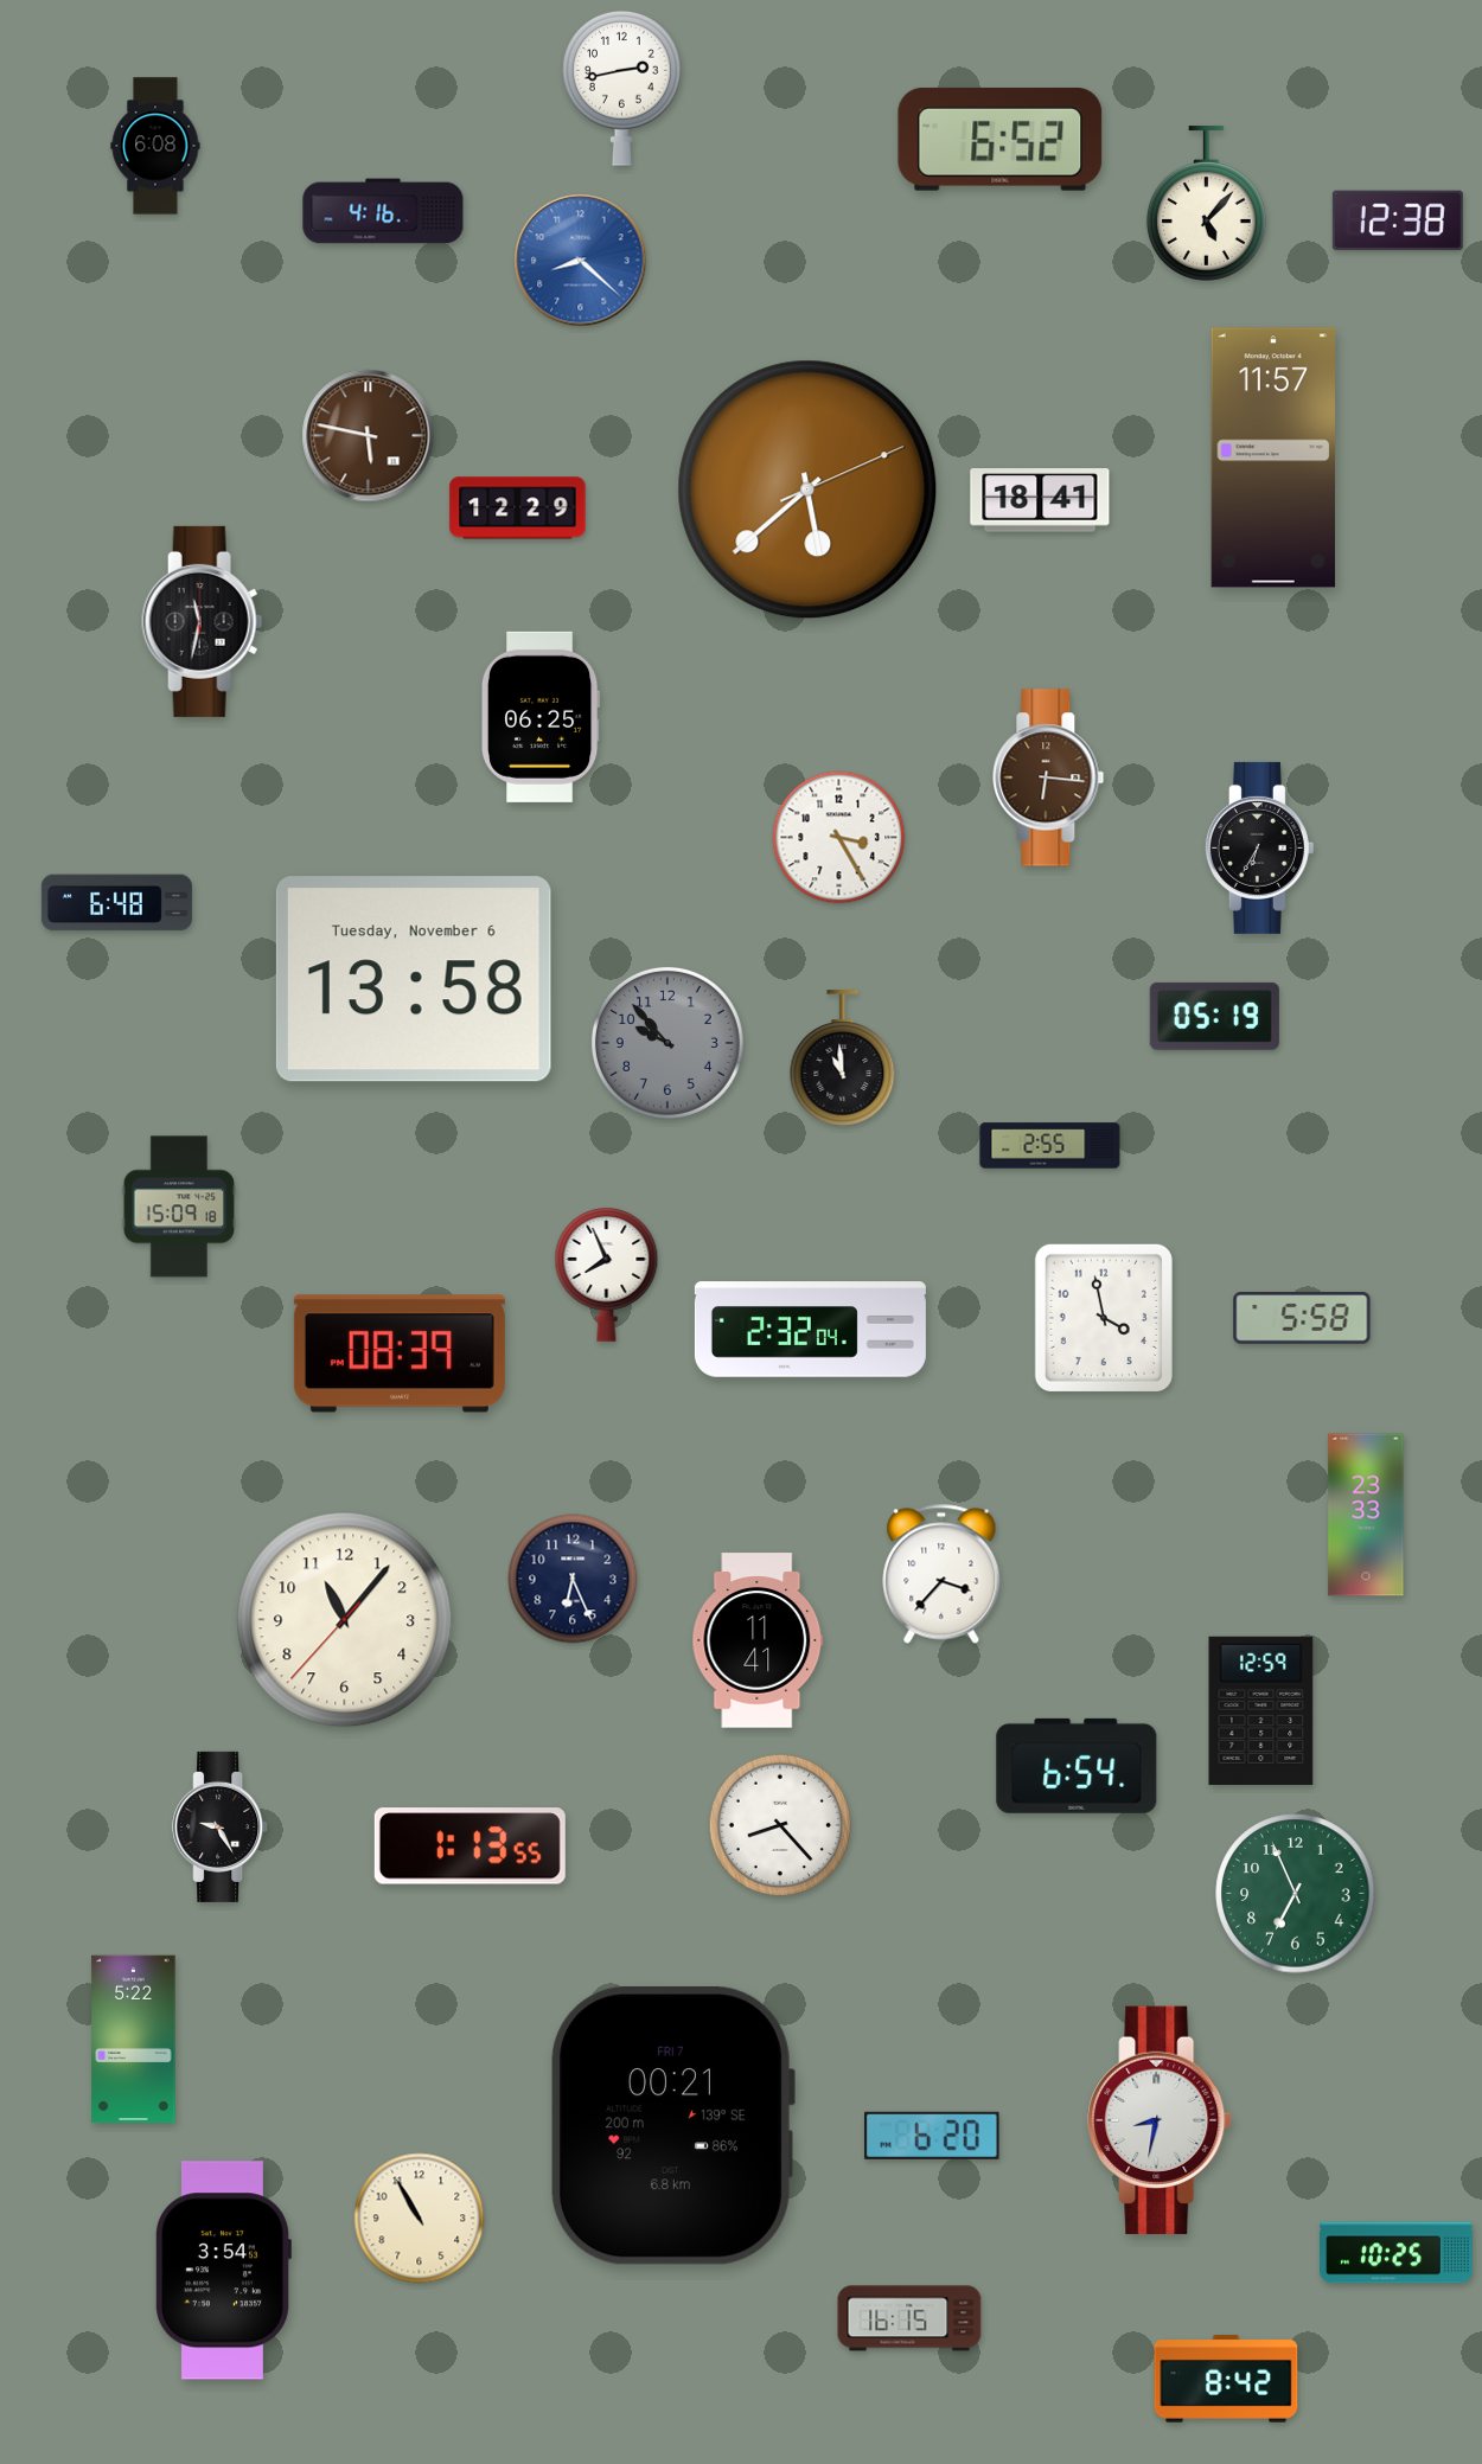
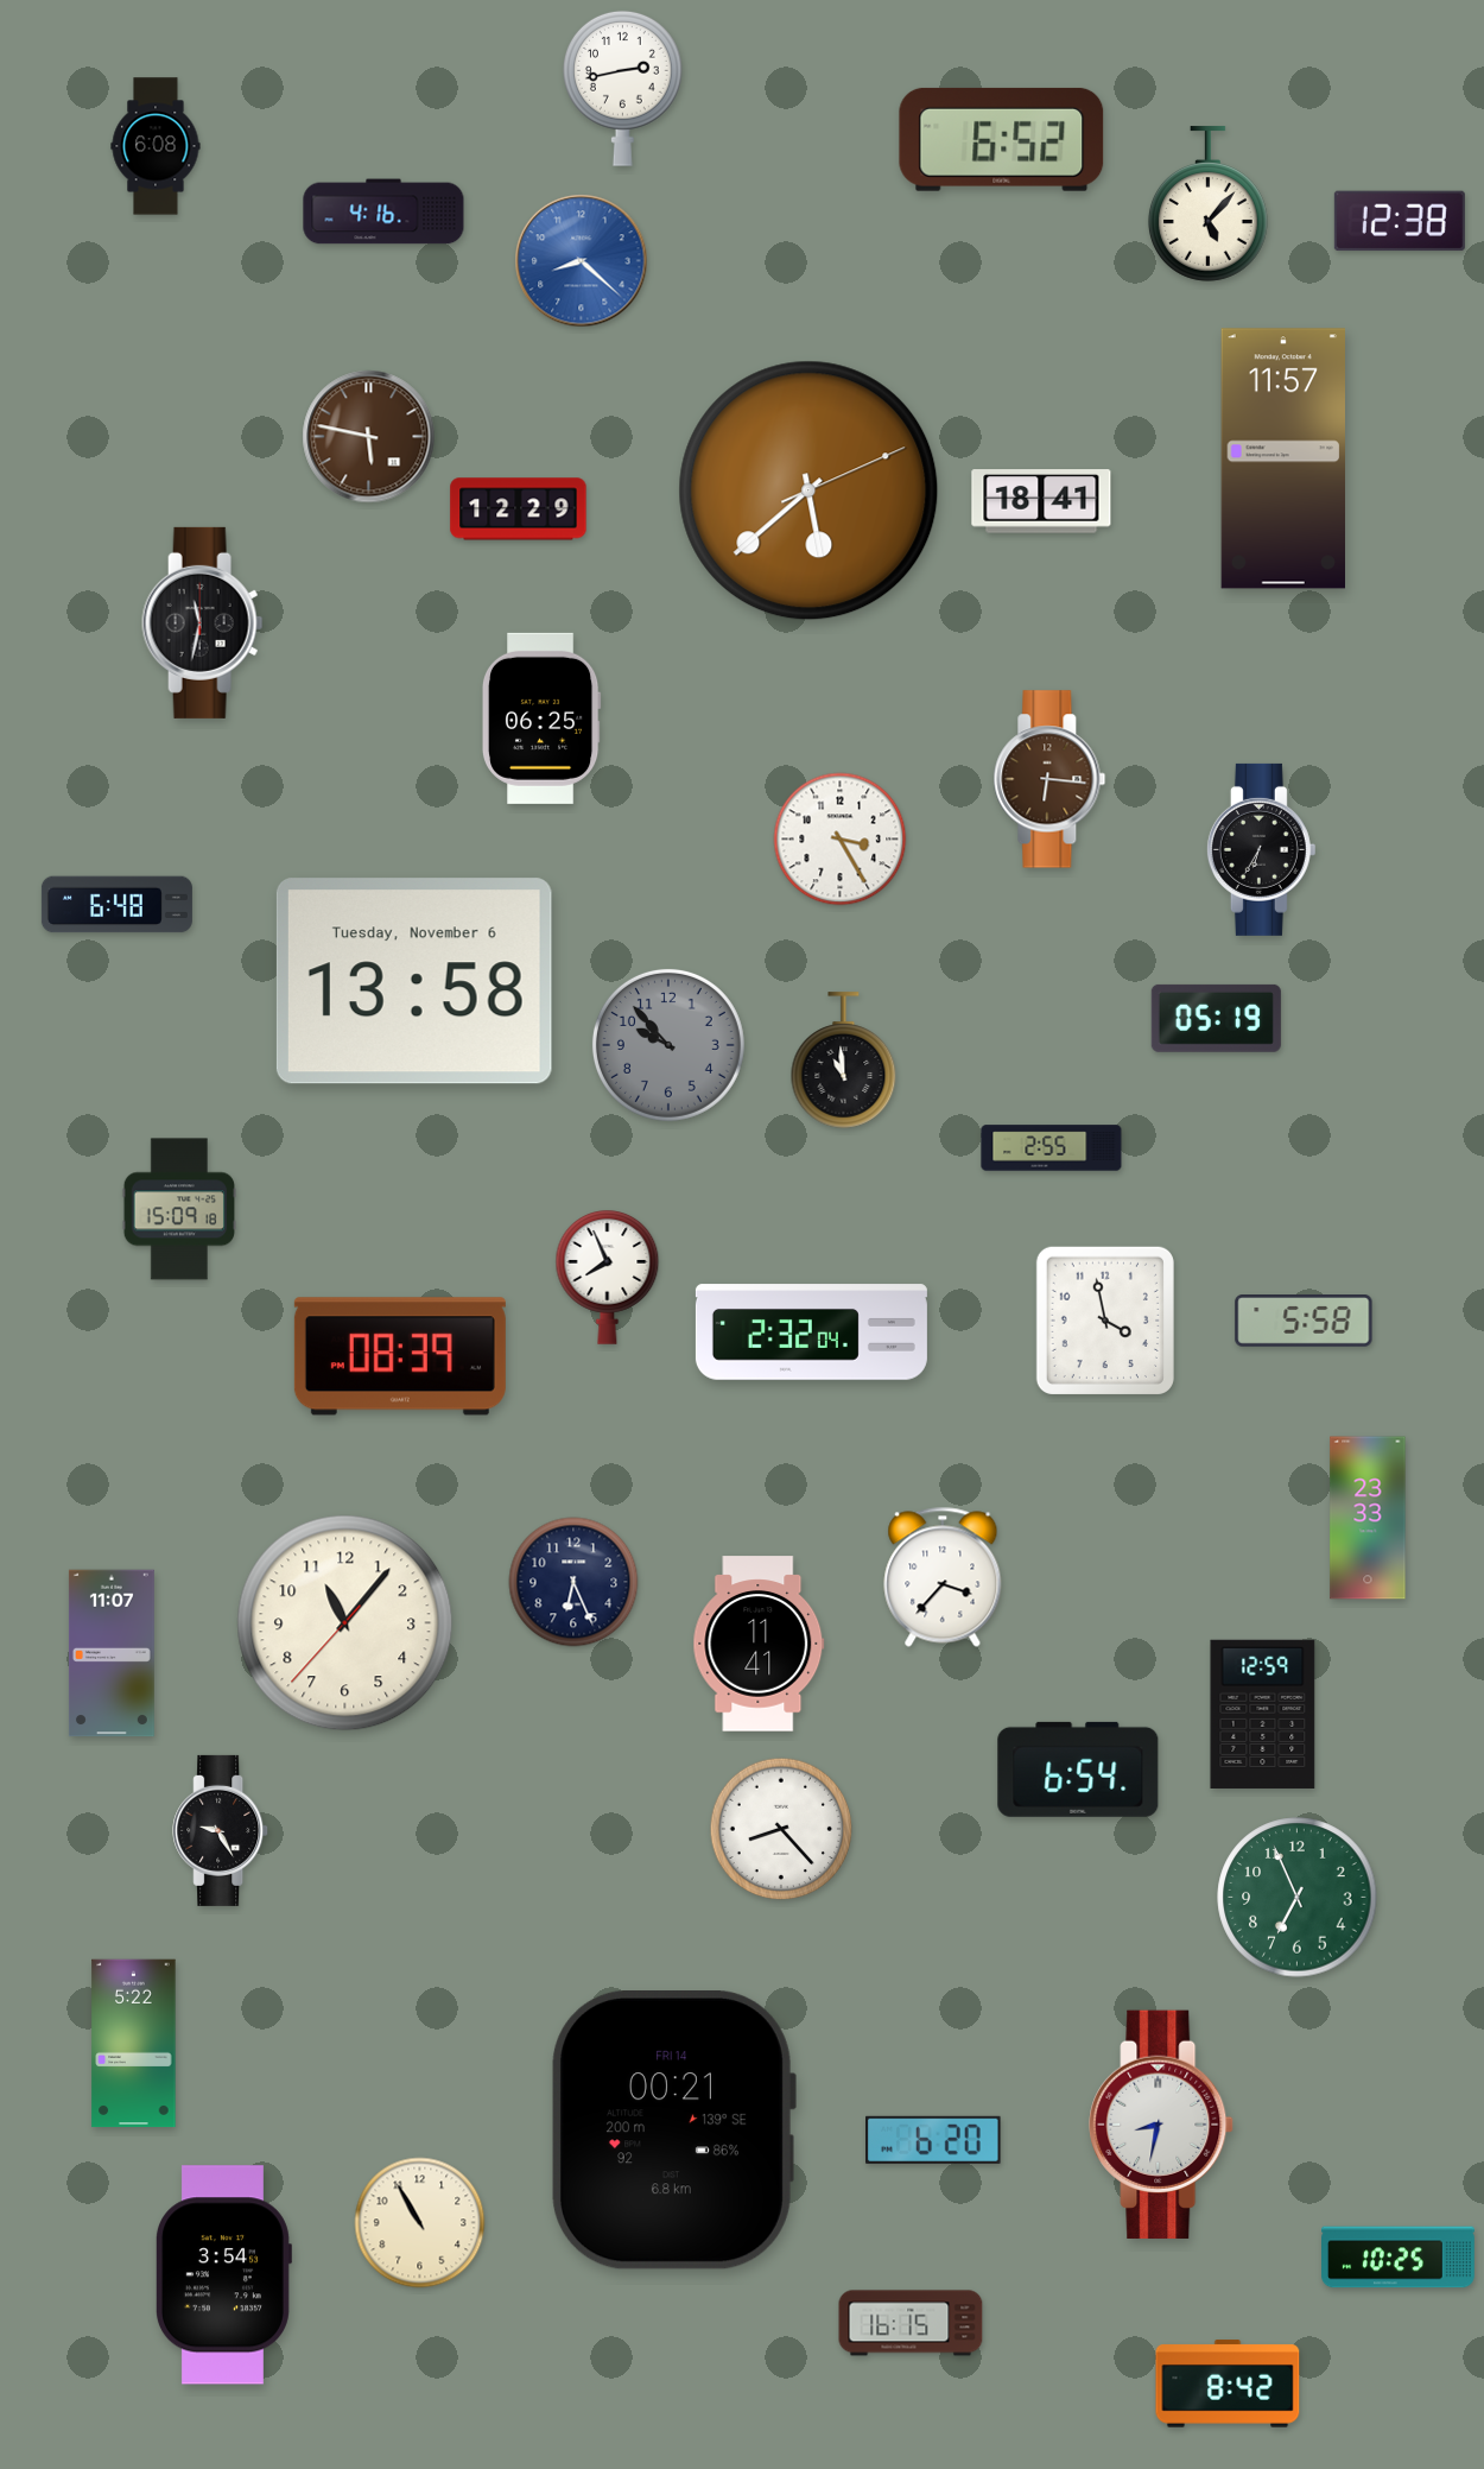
clock at (1272, 457) position: (1272, 457) -> (1282, 458)
clock at (112, 1653): none -> 11:07
clock at (469, 1847): 1:13 -> none
clock at (672, 2126) date: FRI 7 -> FRI 14
